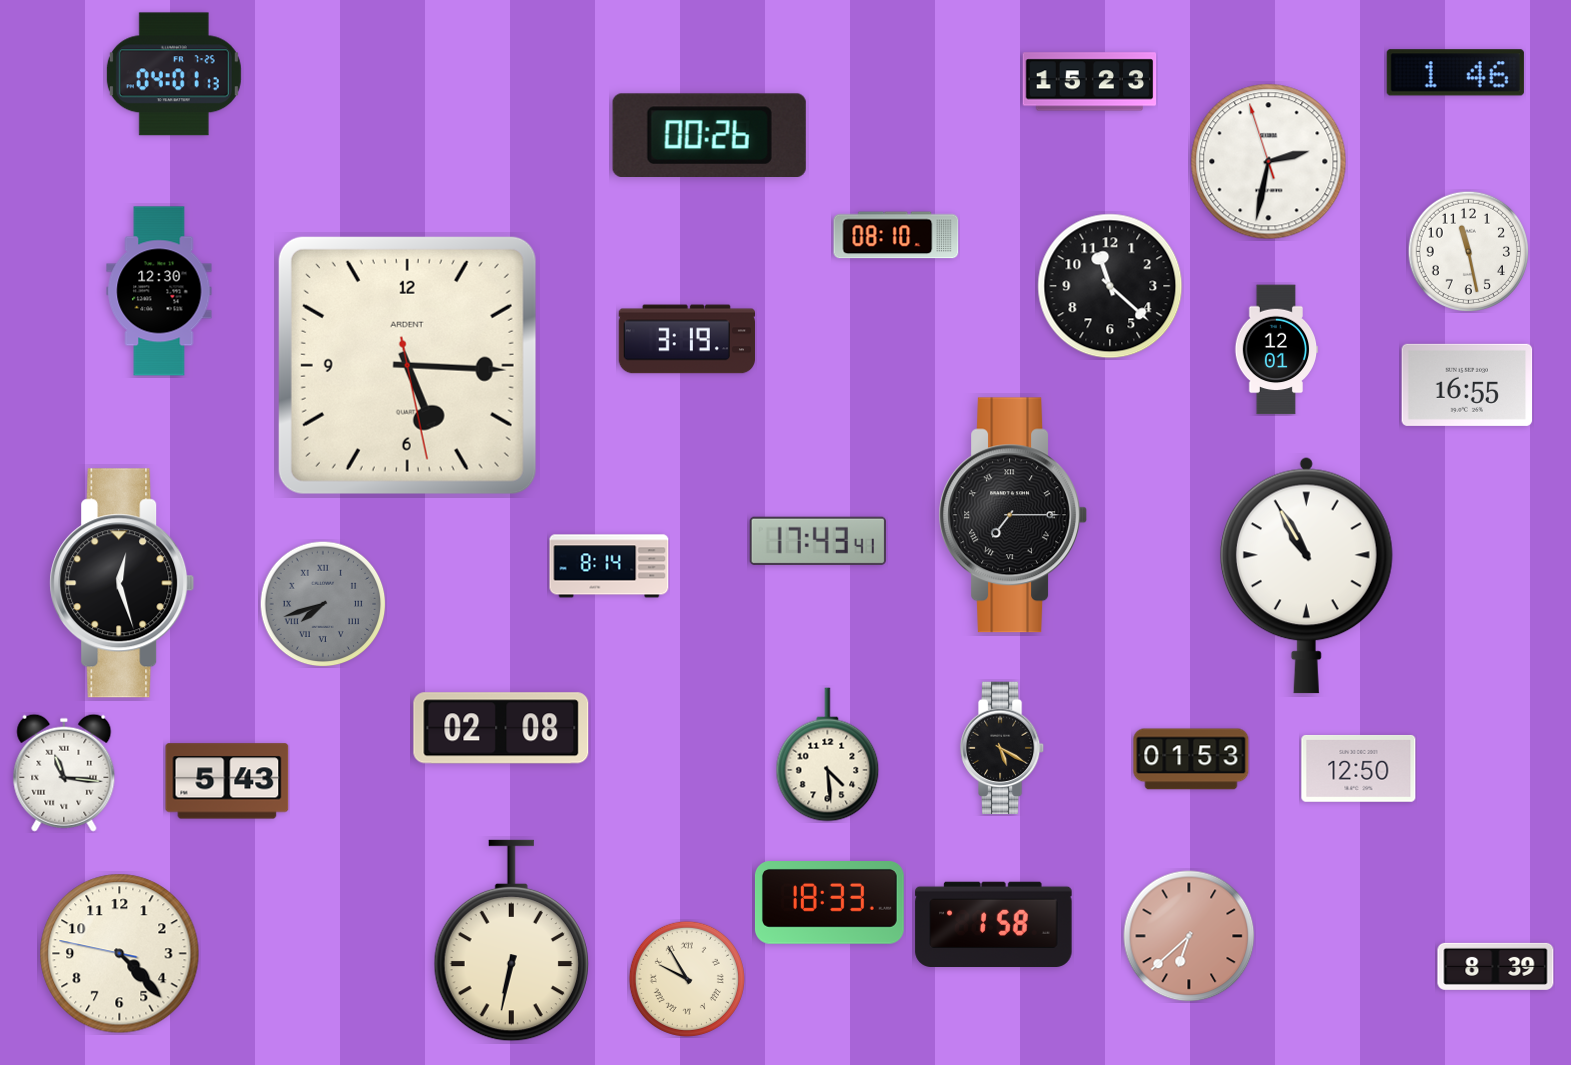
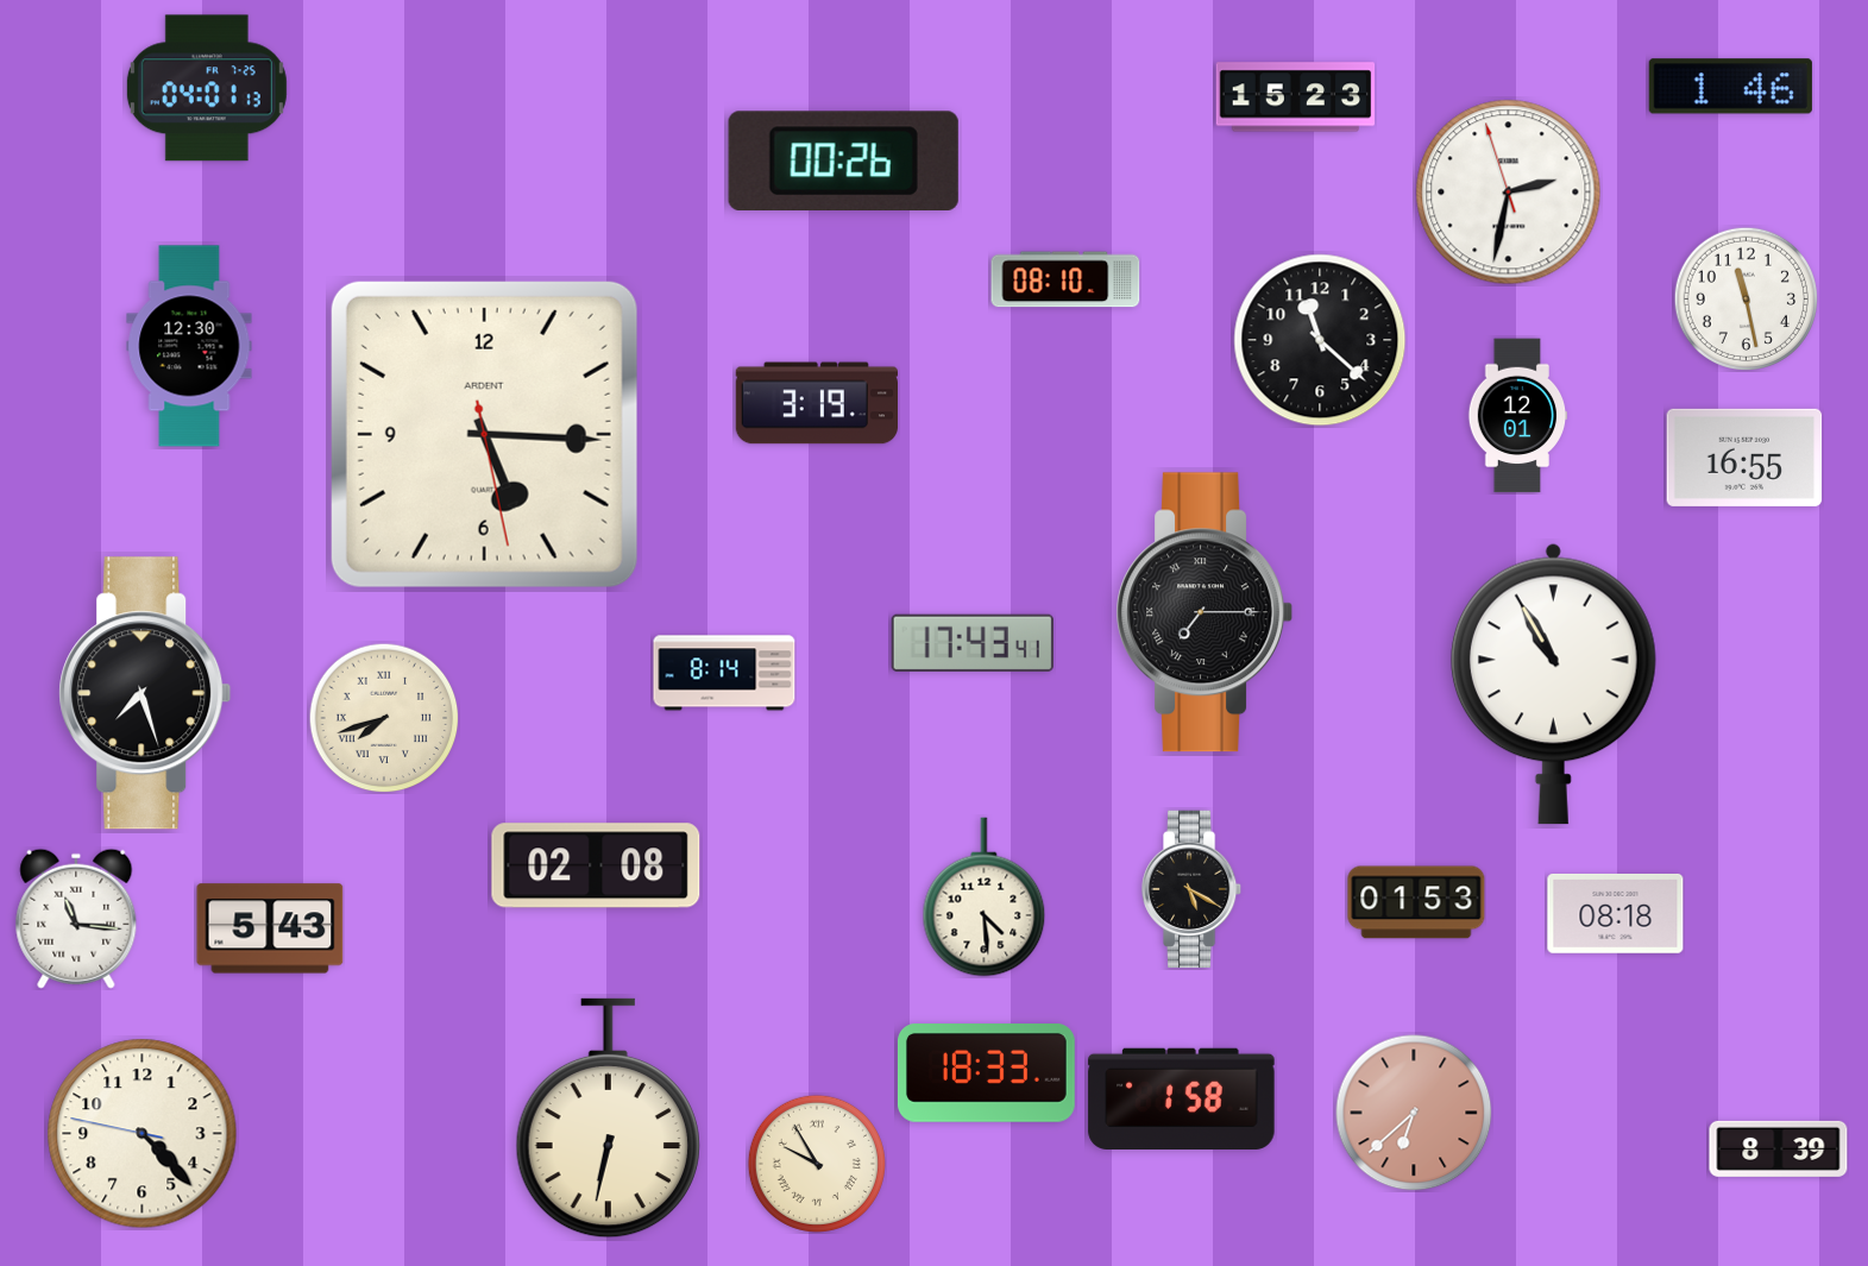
clock at (122, 583): 12:27 -> 7:27
clock at (323, 604) dial: grey -> cream
clock at (1359, 768): 12:50 -> 08:18
